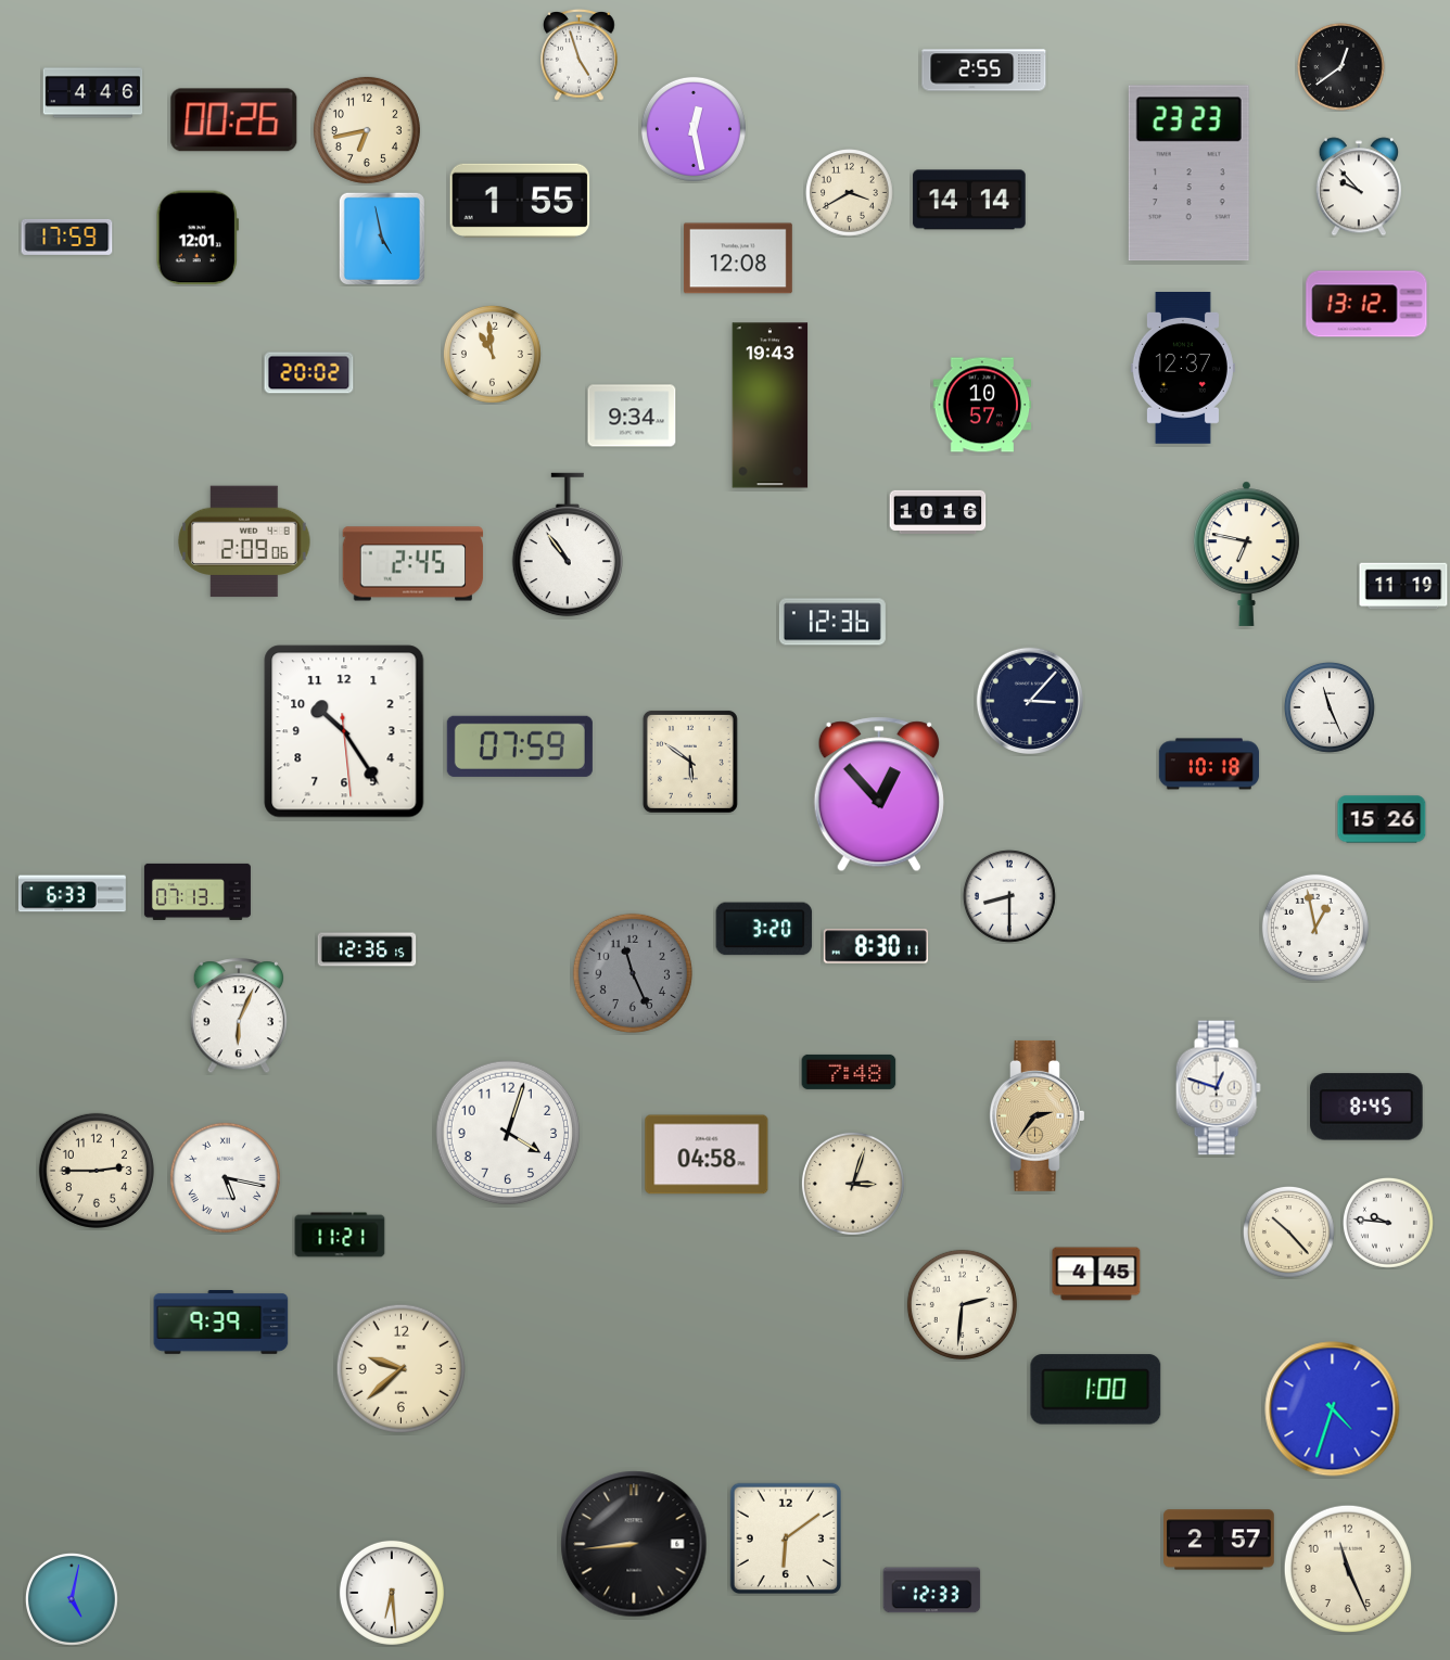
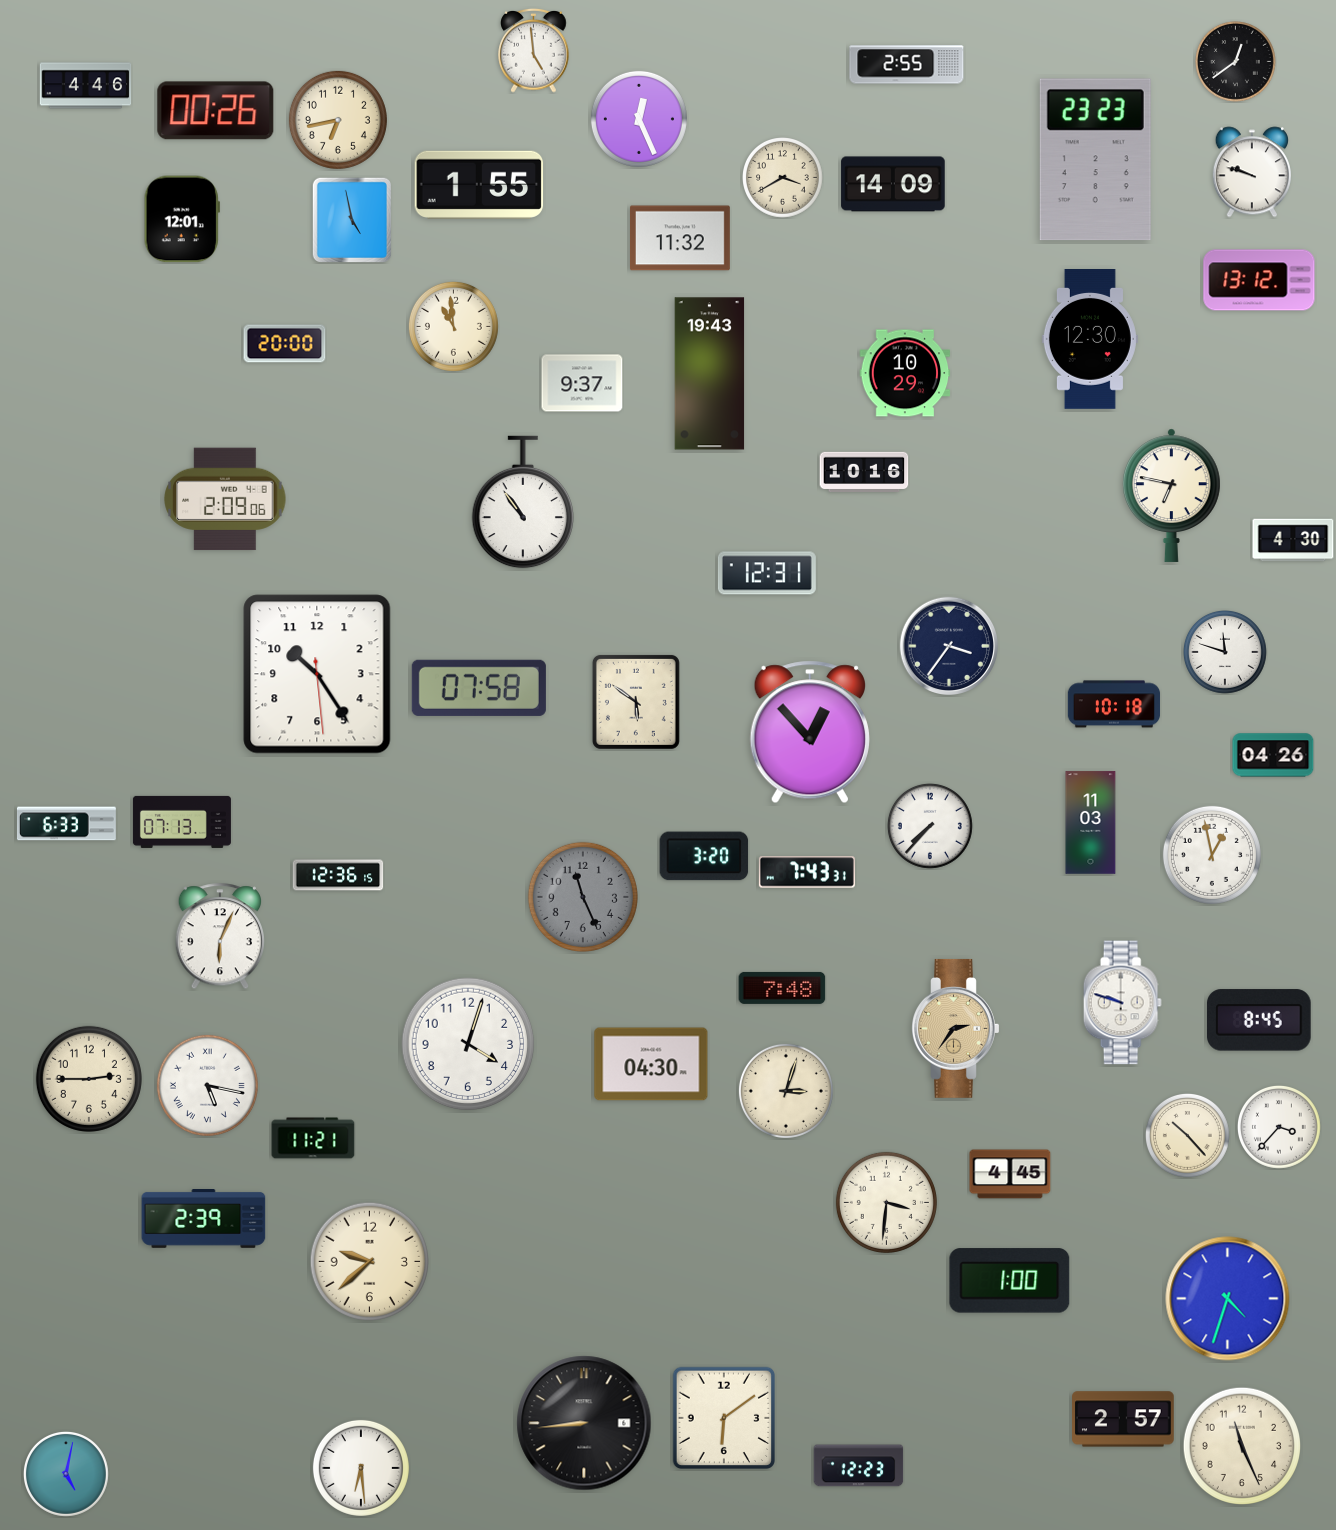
clock at (580, 54): 4:57 -> 4:59
clock at (694, 129): 12:28 -> 12:26
clock at (1359, 187): 9:53 -> 9:48
clock at (969, 200): 14:14 -> 14:09
clock at (67, 237): 17:59 -> none
clock at (738, 258): 12:08 -> 11:32
clock at (1183, 369): 12:37 -> 12:30
clock at (309, 373): 20:02 -> 20:00
clock at (982, 405): 10:57 -> 10:29
clock at (632, 416): 9:34 -> 9:37
clock at (1246, 553) position: (1246, 553) -> (1171, 495)
clock at (414, 564): 2:45 -> none
clock at (1403, 586): 11:19 -> 4:30
clock at (832, 622): 12:36 -> 12:31
clock at (1029, 700): 3:07 -> 3:36
clock at (1330, 707): 11:26 -> 11:48
clock at (520, 746): 07:59 -> 07:58
clock at (1382, 819): 15:26 -> 04:26
clock at (1091, 823): none -> 11:03
clock at (1009, 896): 8:30 -> 7:37
clock at (876, 946): 8:30 -> 7:43
clock at (1218, 1088): 12:48 -> 9:48
clock at (707, 1154): 04:58 -> 04:30
clock at (1388, 1223): 9:46 -> 3:37
clock at (962, 1304): 2:31 -> 3:31
clock at (221, 1323): 9:39 -> 2:39
clock at (932, 1591): 12:33 -> 12:23
